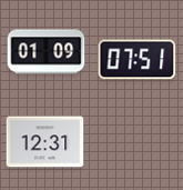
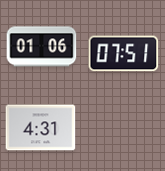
clock at (47, 52): 01:09 -> 01:06
clock at (45, 142): 12:31 -> 4:31
